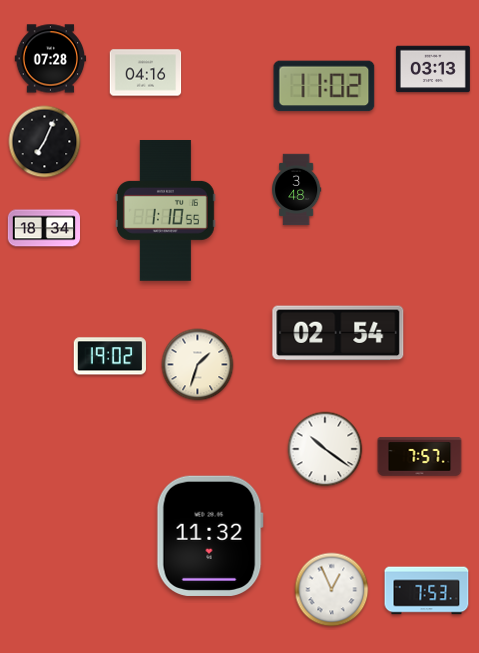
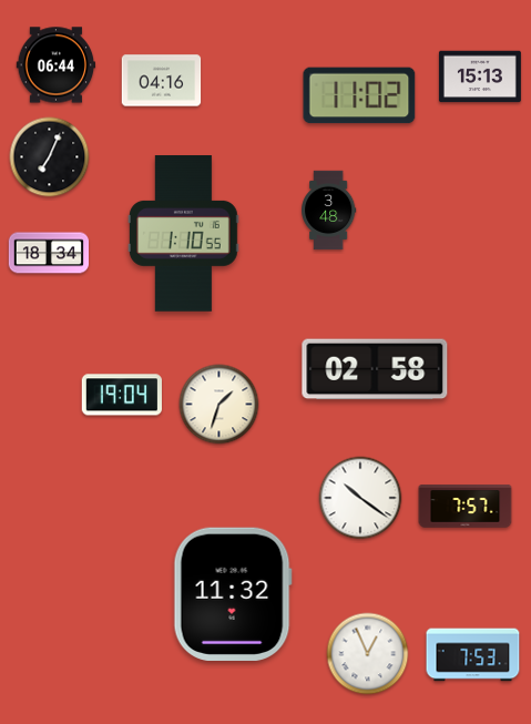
clock at (51, 59): 07:28 -> 06:44
clock at (433, 69): 03:13 -> 15:13
clock at (338, 333): 02:54 -> 02:58
clock at (110, 356): 19:02 -> 19:04
